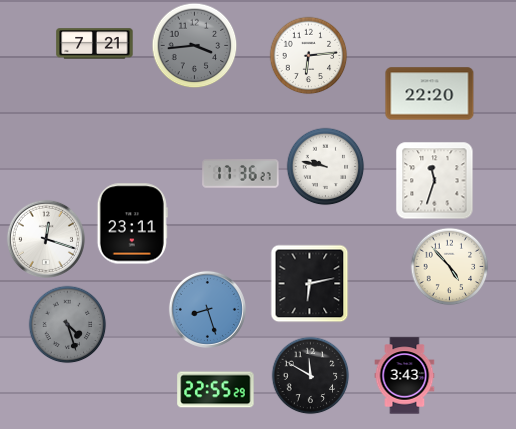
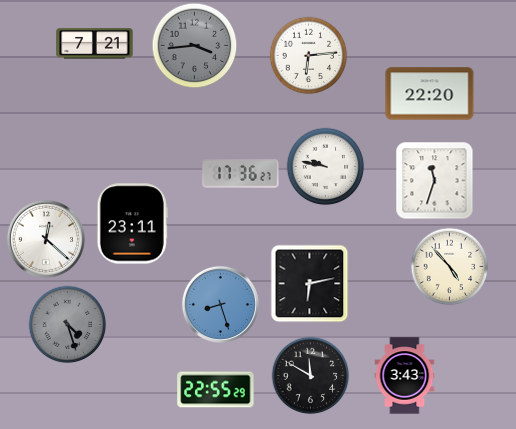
clock at (46, 239): 12:18 -> 12:22
clock at (207, 309) position: (207, 309) -> (220, 304)
